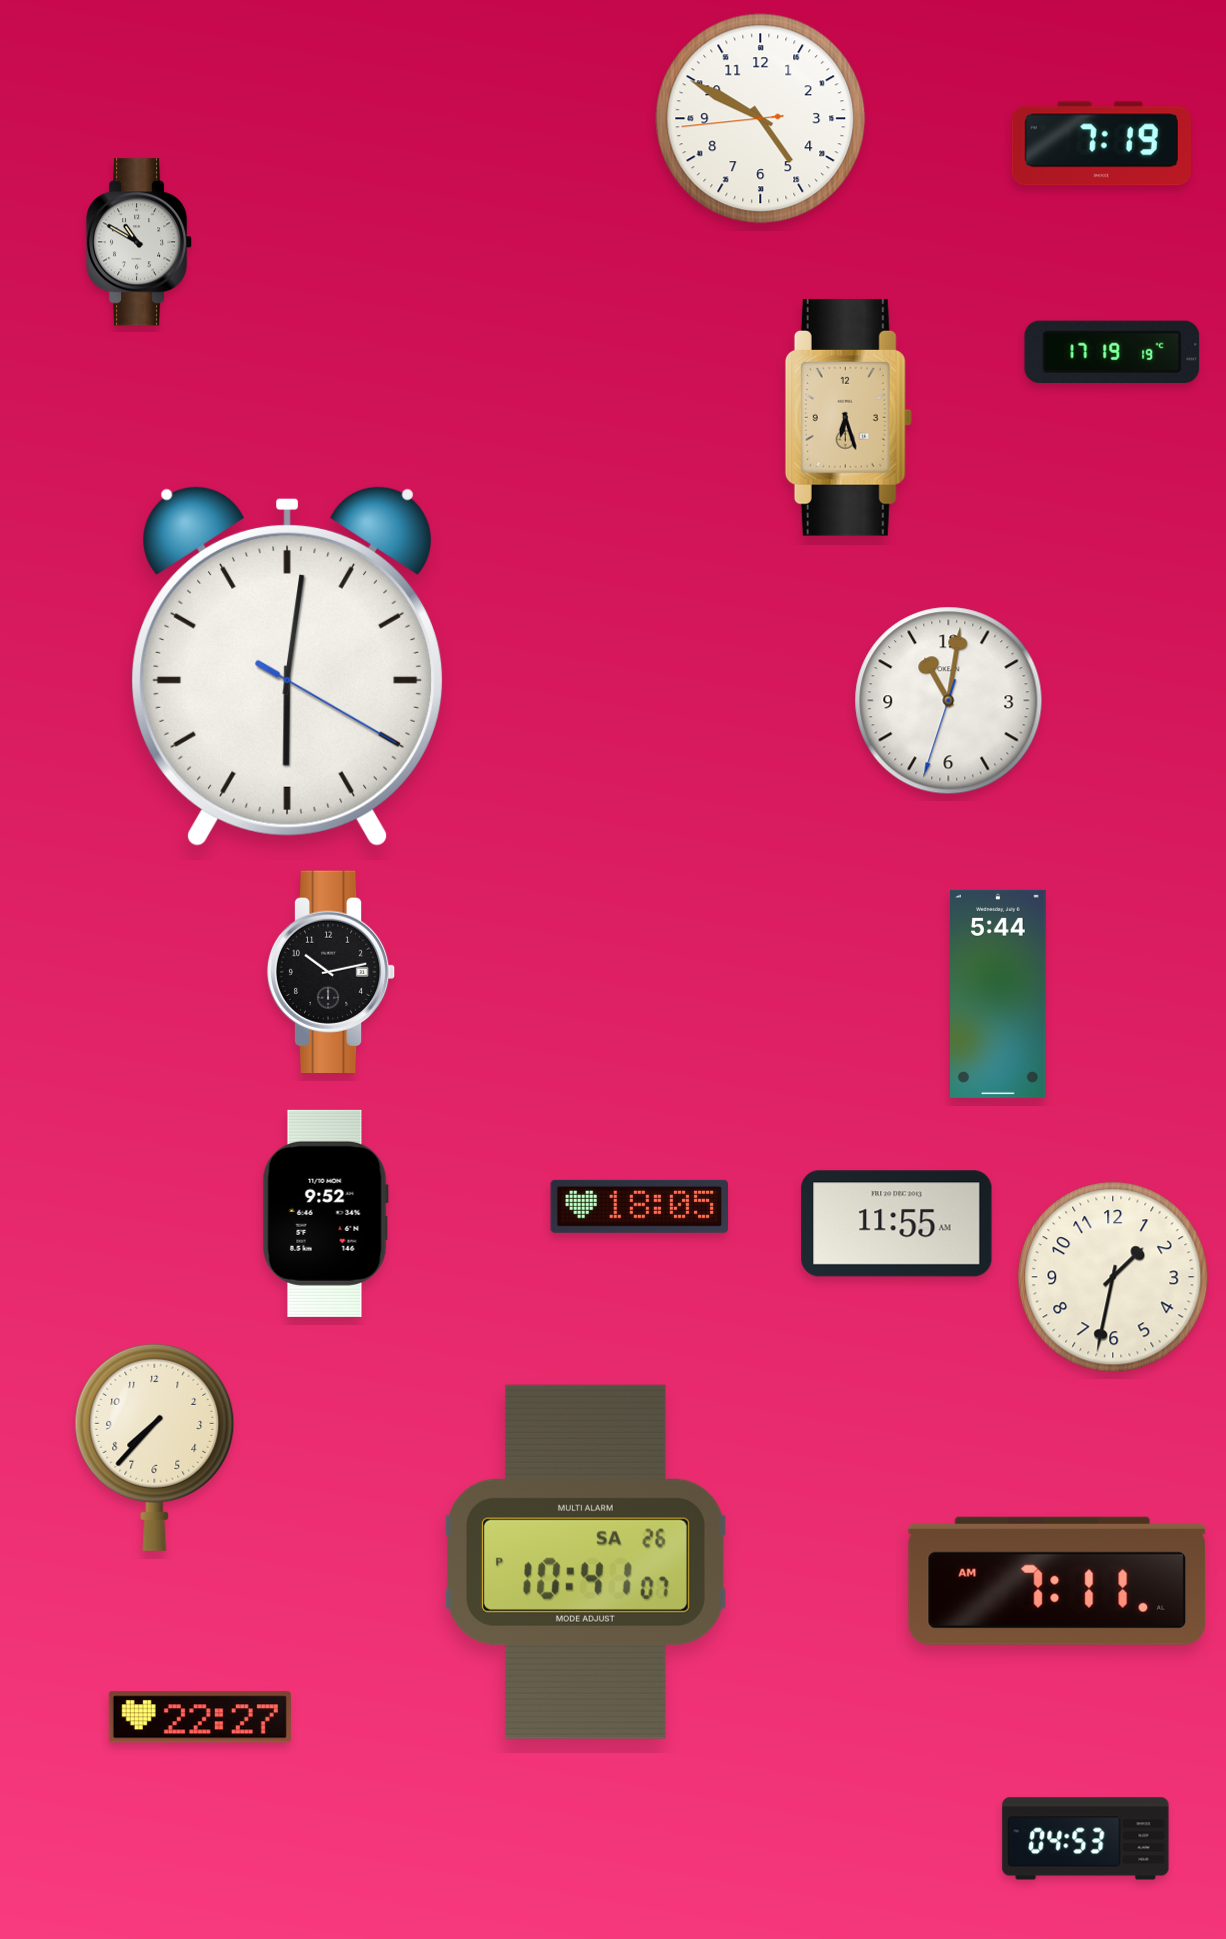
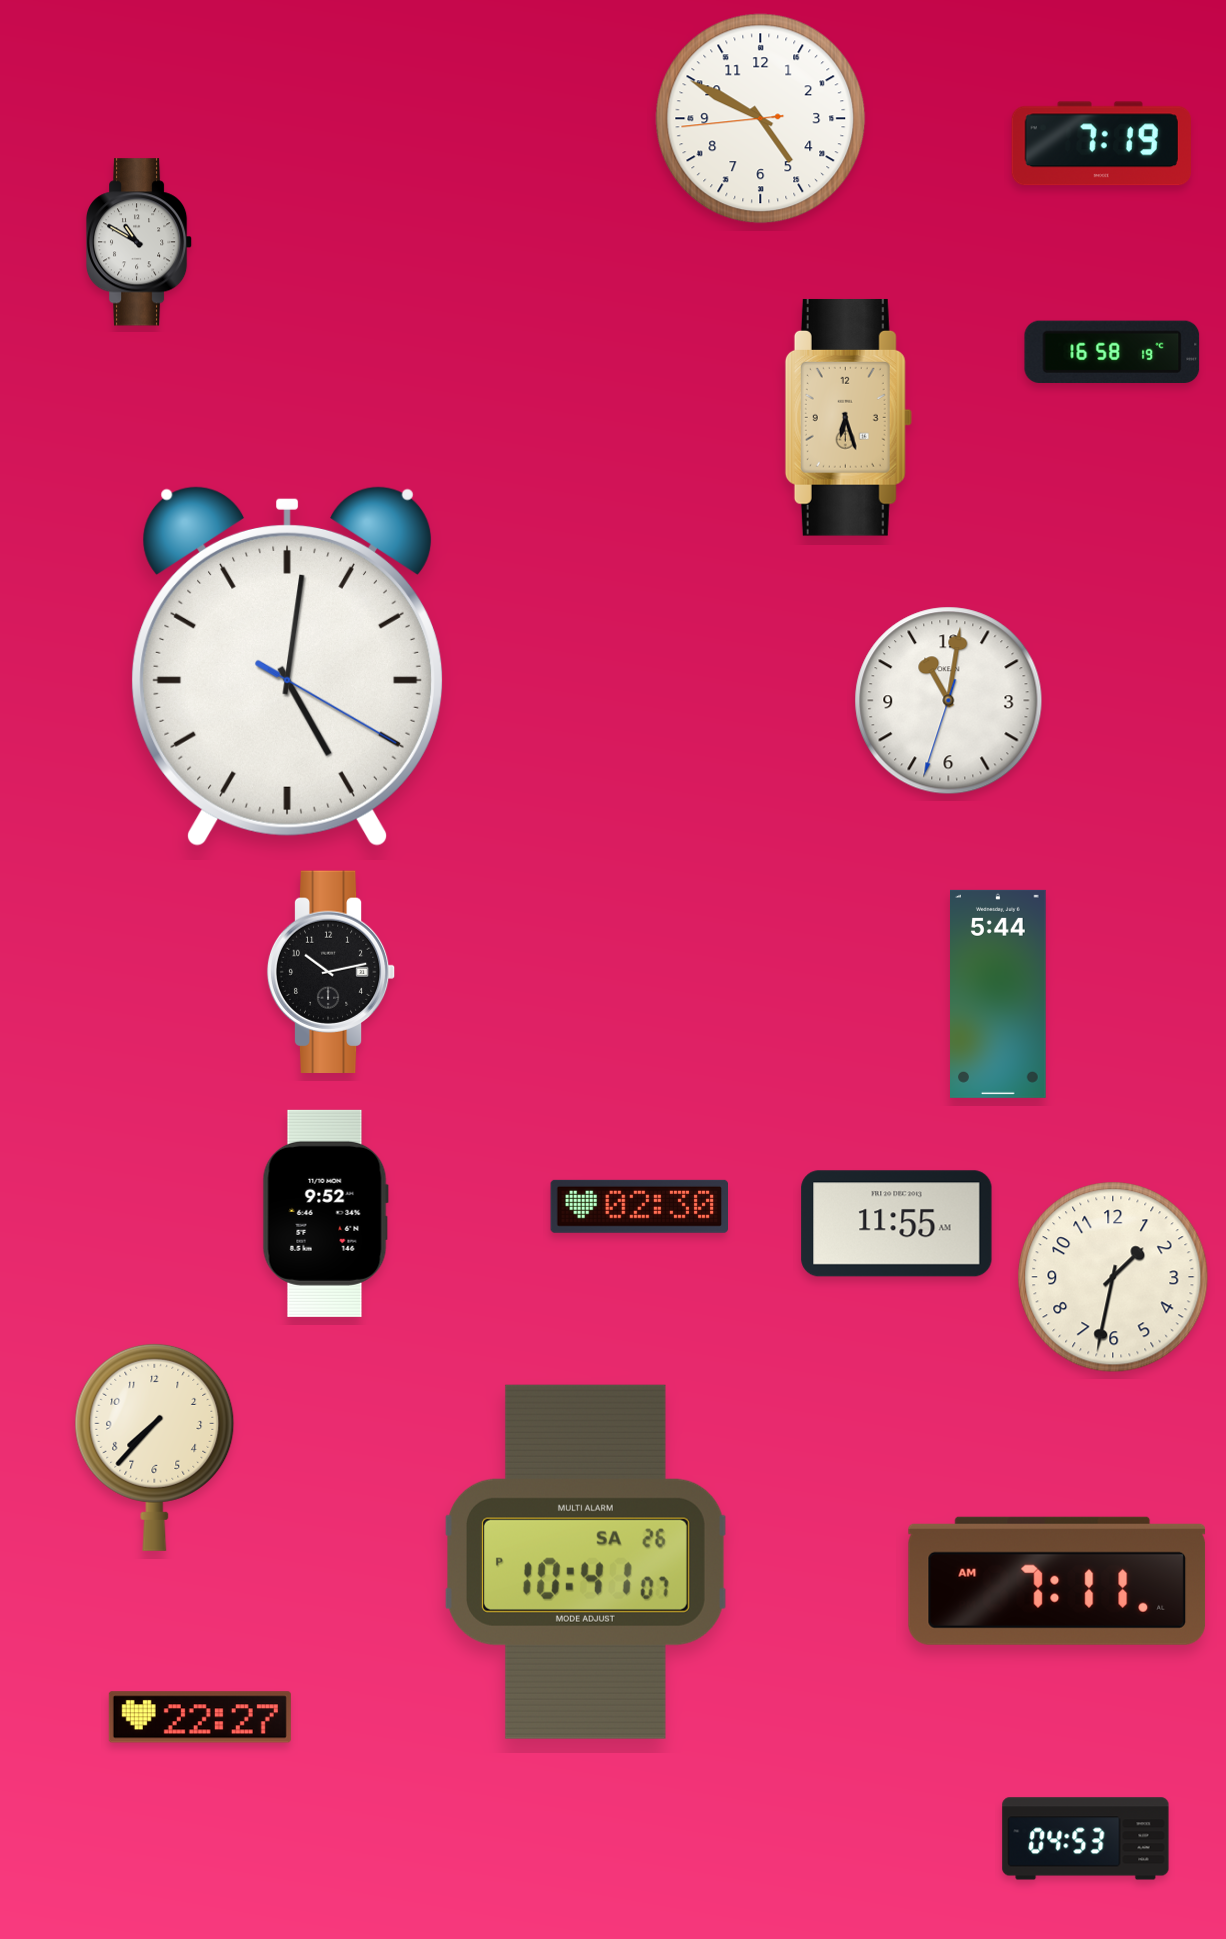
clock at (1112, 352): 17:19 -> 16:58
clock at (287, 667): 6:01 -> 5:01
clock at (640, 1206): 18:05 -> 02:30
